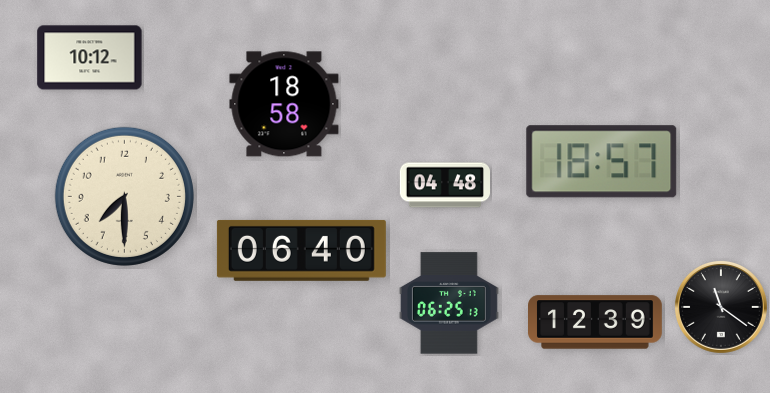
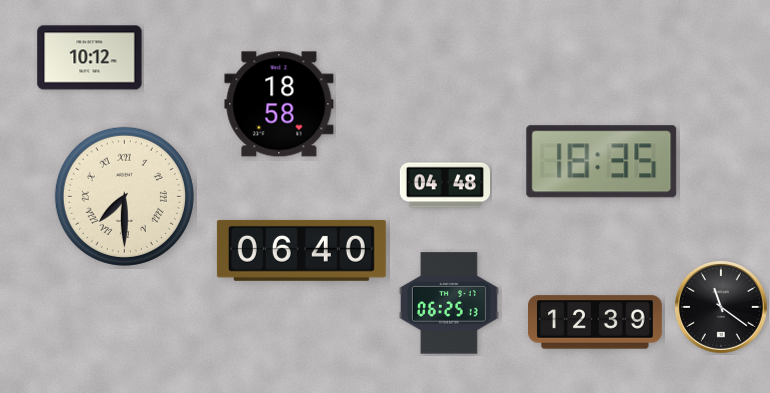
clock at (284, 104) position: (284, 104) -> (279, 104)
clock at (602, 162): 18:57 -> 18:35
clock at (124, 196) numerals: Arabic -> Roman
